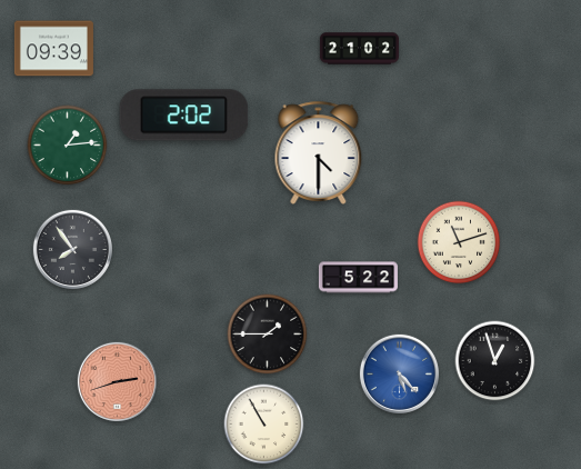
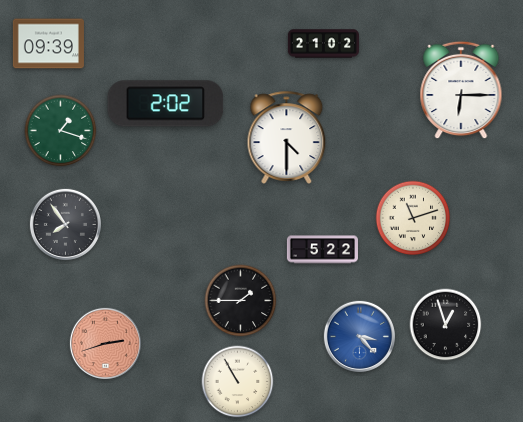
clock at (461, 90): none -> 6:15
clock at (68, 146): 1:14 -> 1:18
clock at (399, 373): 5:23 -> 3:23
